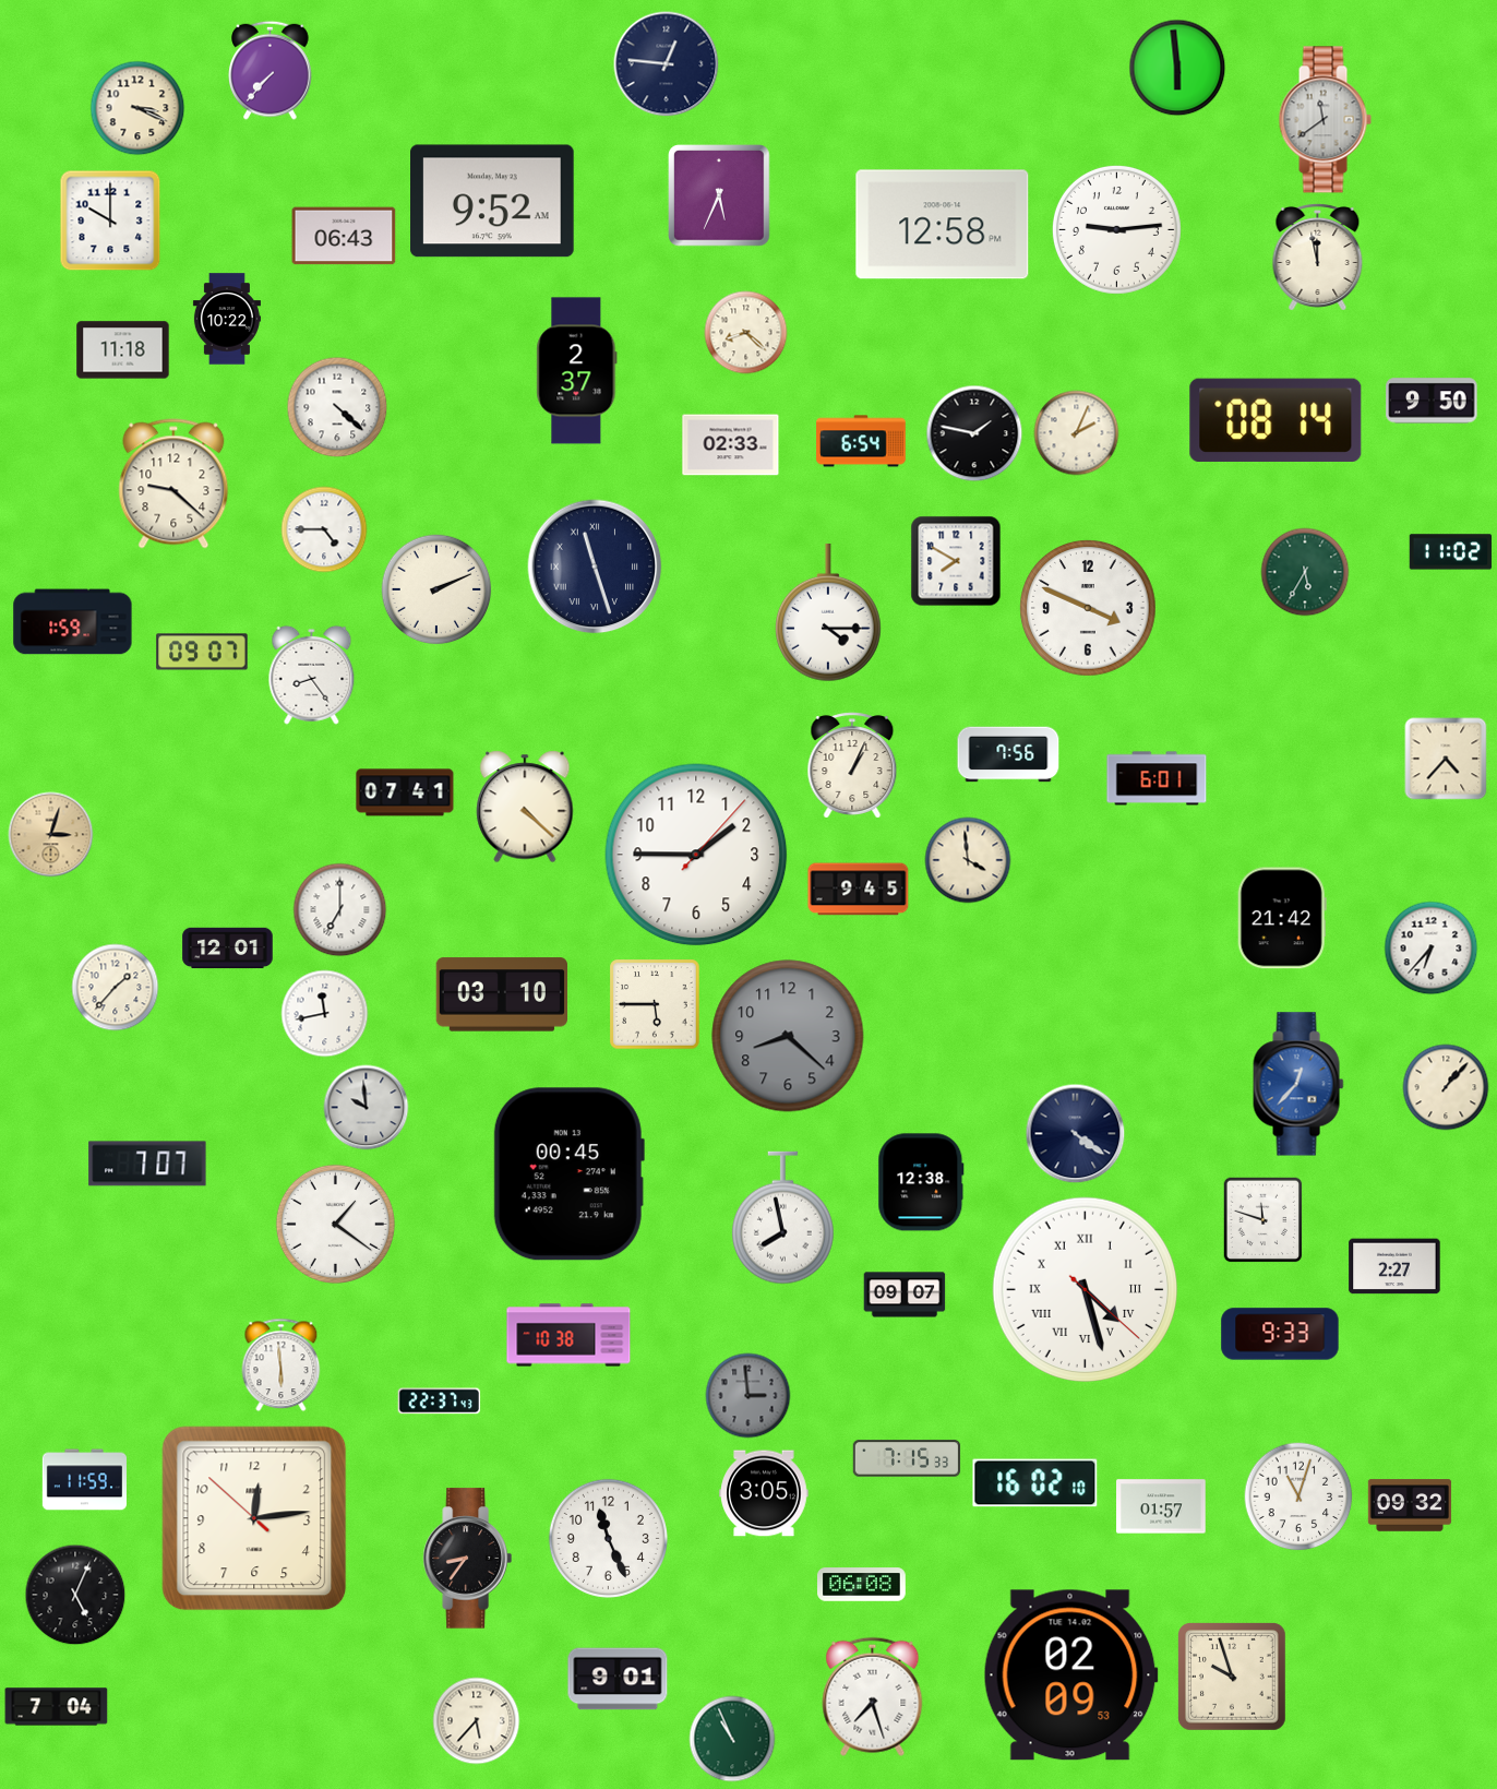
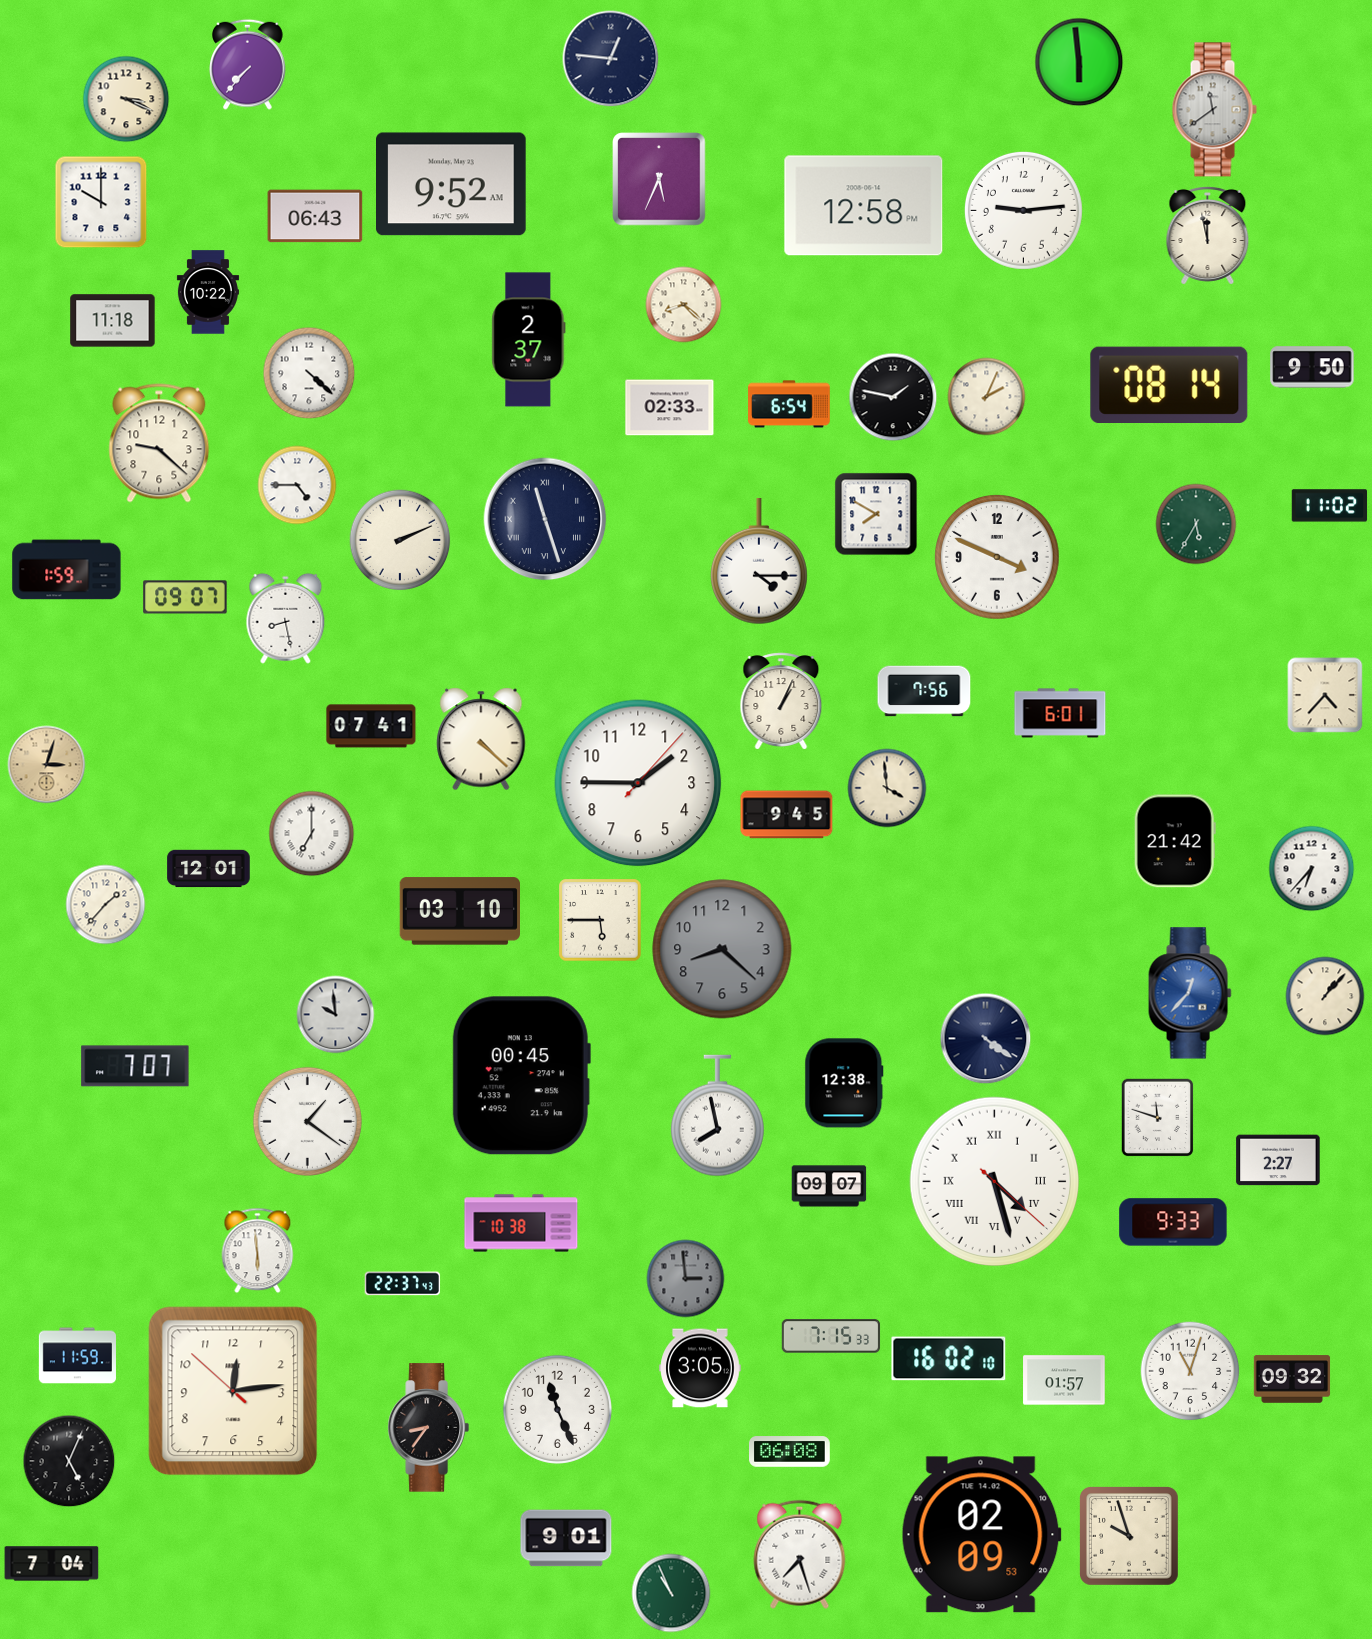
clock at (312, 675): 8:24 -> 8:28
clock at (325, 1014): 11:43 -> none
clock at (477, 1721): 5:37 -> none
